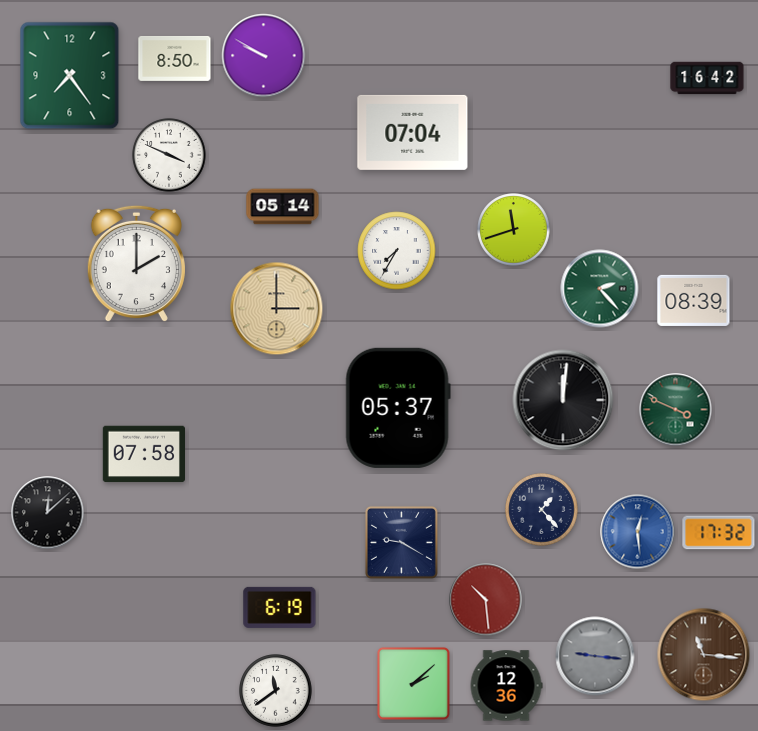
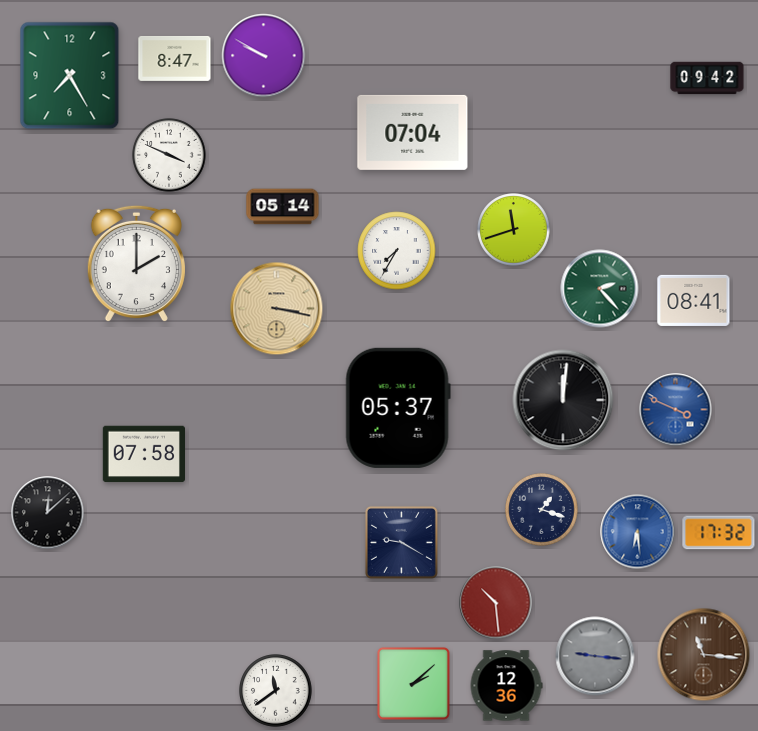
clock at (175, 58): 8:50 -> 8:47
clock at (70, 76): 7:24 -> 7:25
clock at (707, 78): 16:42 -> 09:42
clock at (694, 300): 08:39 -> 08:41
clock at (277, 309): 3:00 -> 3:17
clock at (676, 410) dial: green -> blue
clock at (542, 510): 1:23 -> 1:18
clock at (638, 532): 12:29 -> 6:29
clock at (486, 600) position: (486, 600) -> (496, 603)
clock at (280, 607): 6:19 -> none
